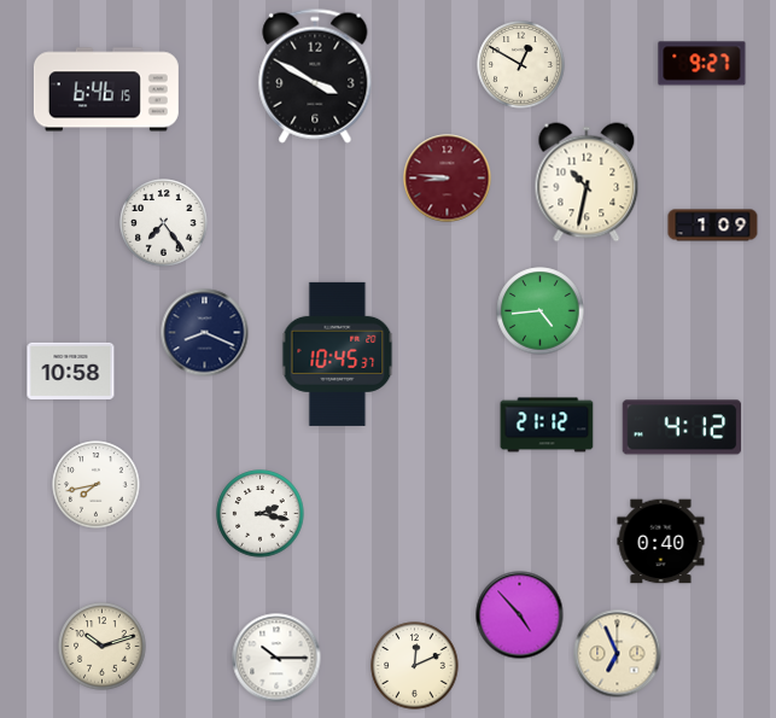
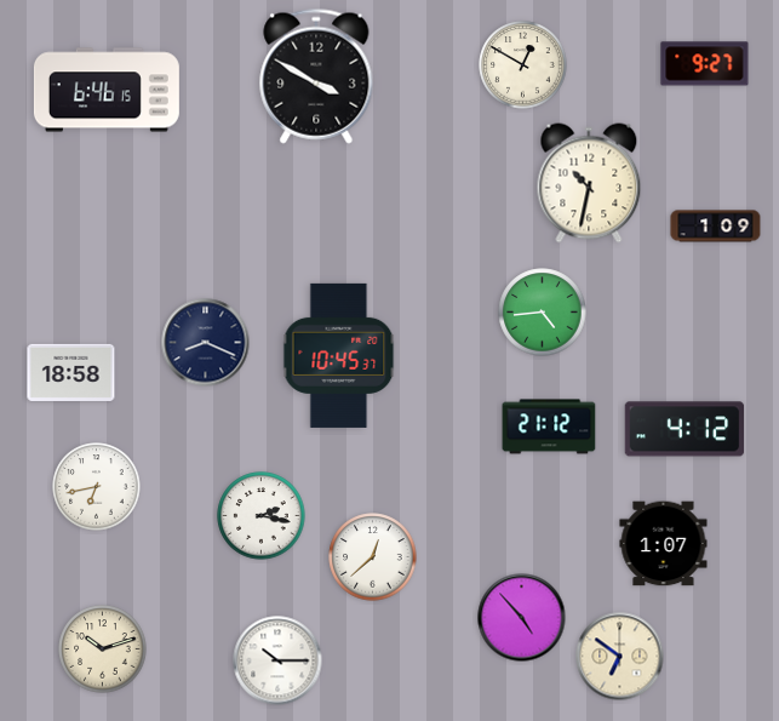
clock at (448, 179): 8:46 -> none
clock at (164, 223): 7:24 -> none
clock at (205, 333) position: (205, 333) -> (206, 343)
clock at (71, 370): 10:58 -> 18:58
clock at (97, 485): 7:43 -> 6:43
clock at (661, 542): 0:40 -> 1:07
clock at (373, 557): none -> 12:38
clock at (618, 654): 6:56 -> 6:51
clock at (415, 666): 12:11 -> none
